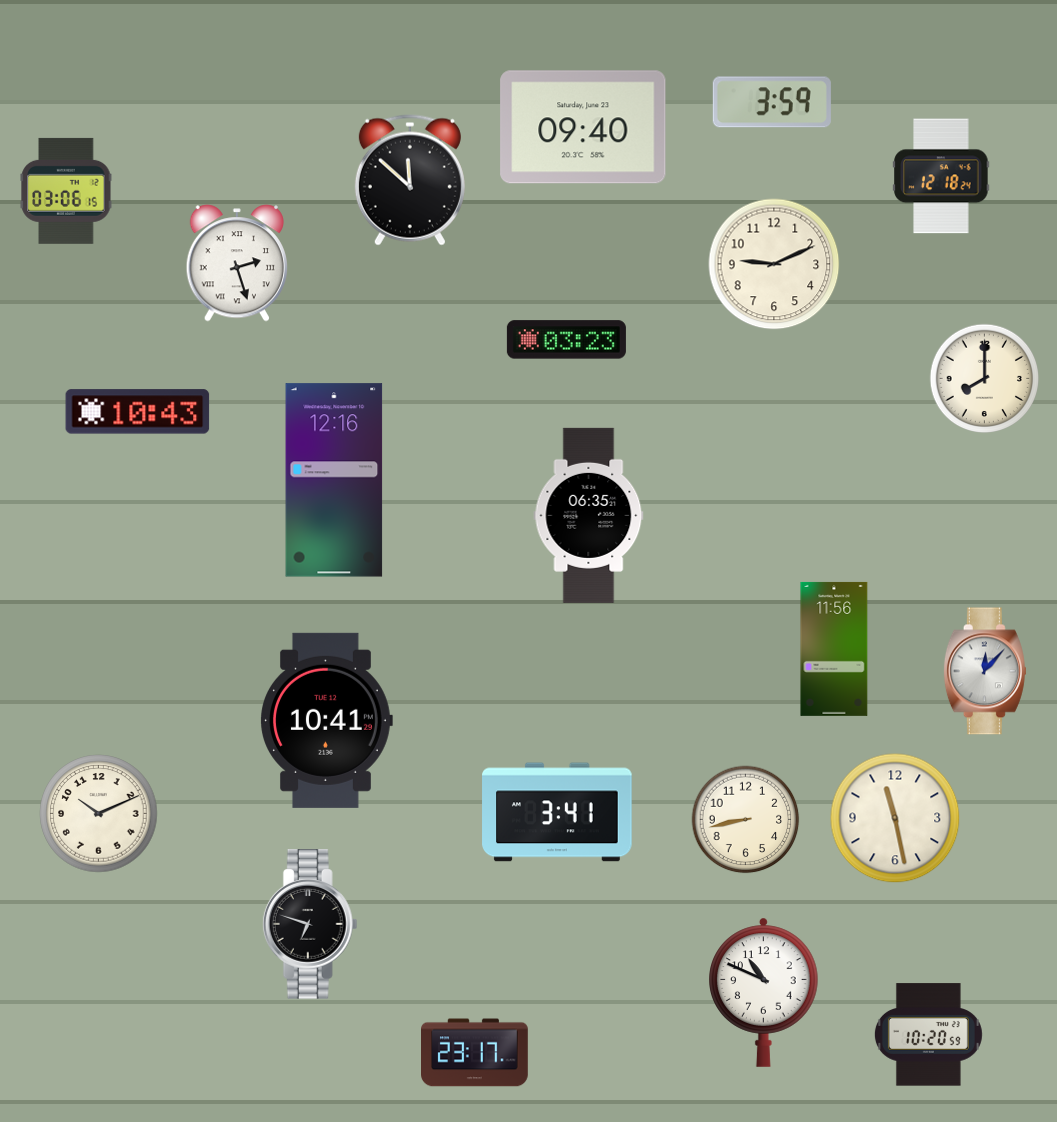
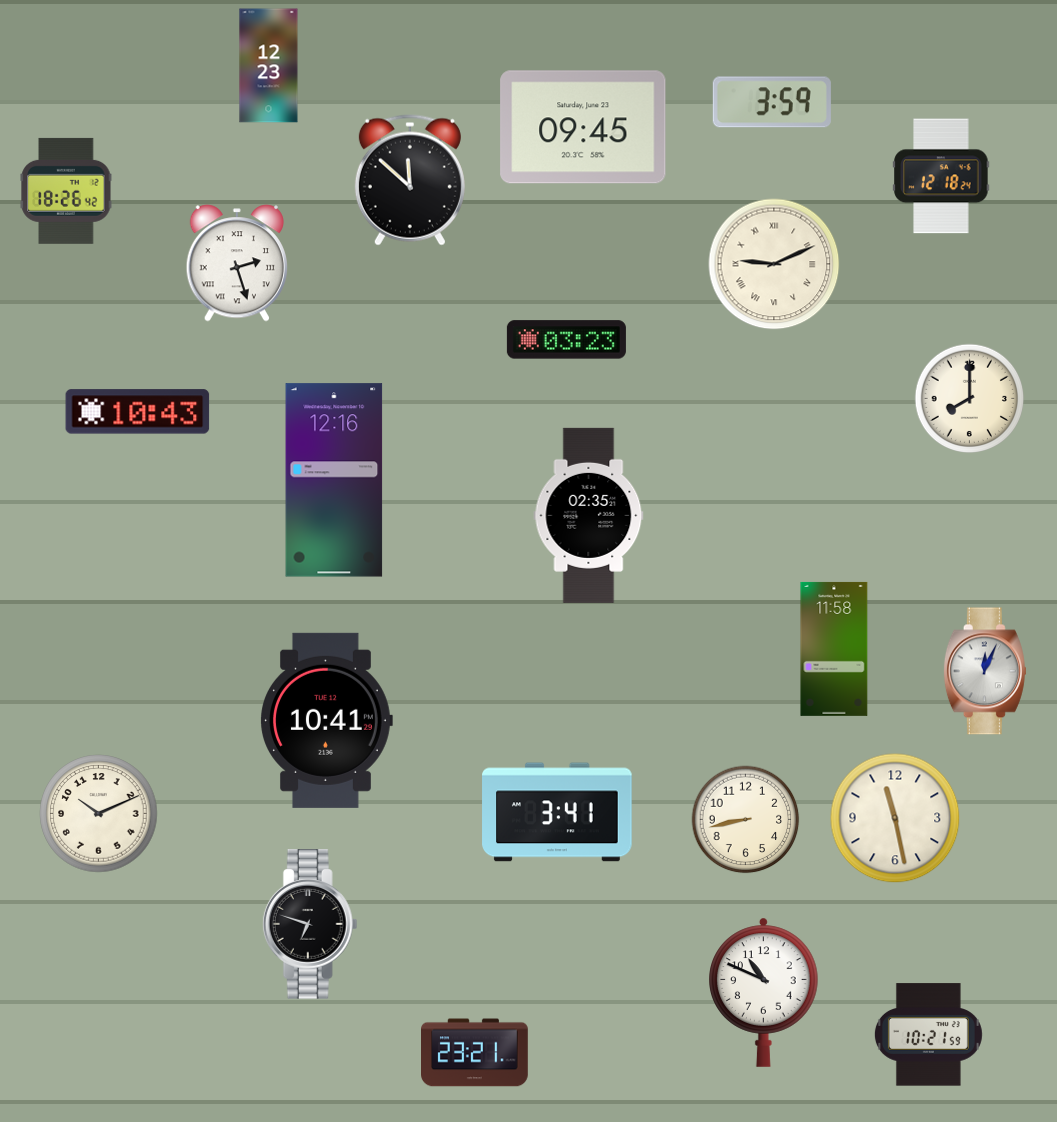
clock at (269, 66): none -> 12:23
clock at (583, 127): 09:40 -> 09:45
clock at (66, 191): 03:06 -> 18:26
clock at (774, 264) numerals: Arabic -> Roman
clock at (985, 379) position: (985, 379) -> (970, 399)
clock at (589, 515): 06:35 -> 02:35
clock at (834, 649): 11:56 -> 11:58
clock at (985, 671): 12:07 -> 12:04
clock at (928, 1035): 10:20 -> 10:21
clock at (475, 1053): 23:17 -> 23:21
